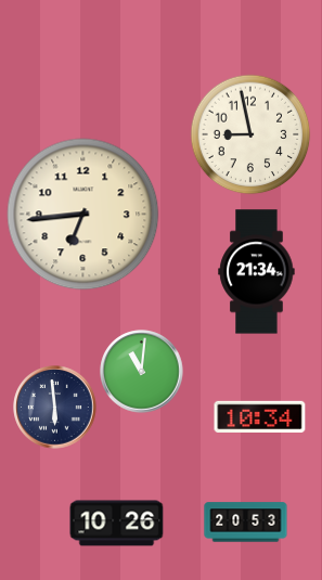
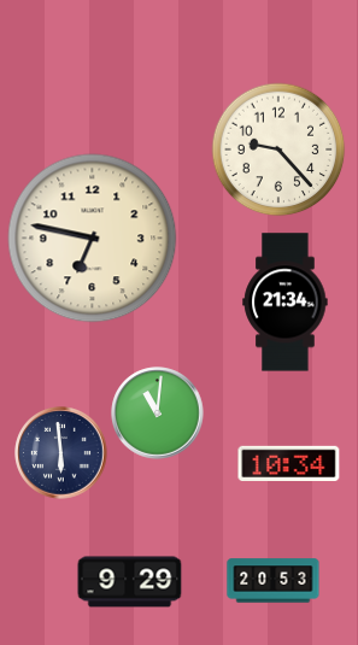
clock at (250, 134): 8:58 -> 9:23
clock at (83, 215): 6:44 -> 6:47
clock at (117, 524): 10:26 -> 9:29
